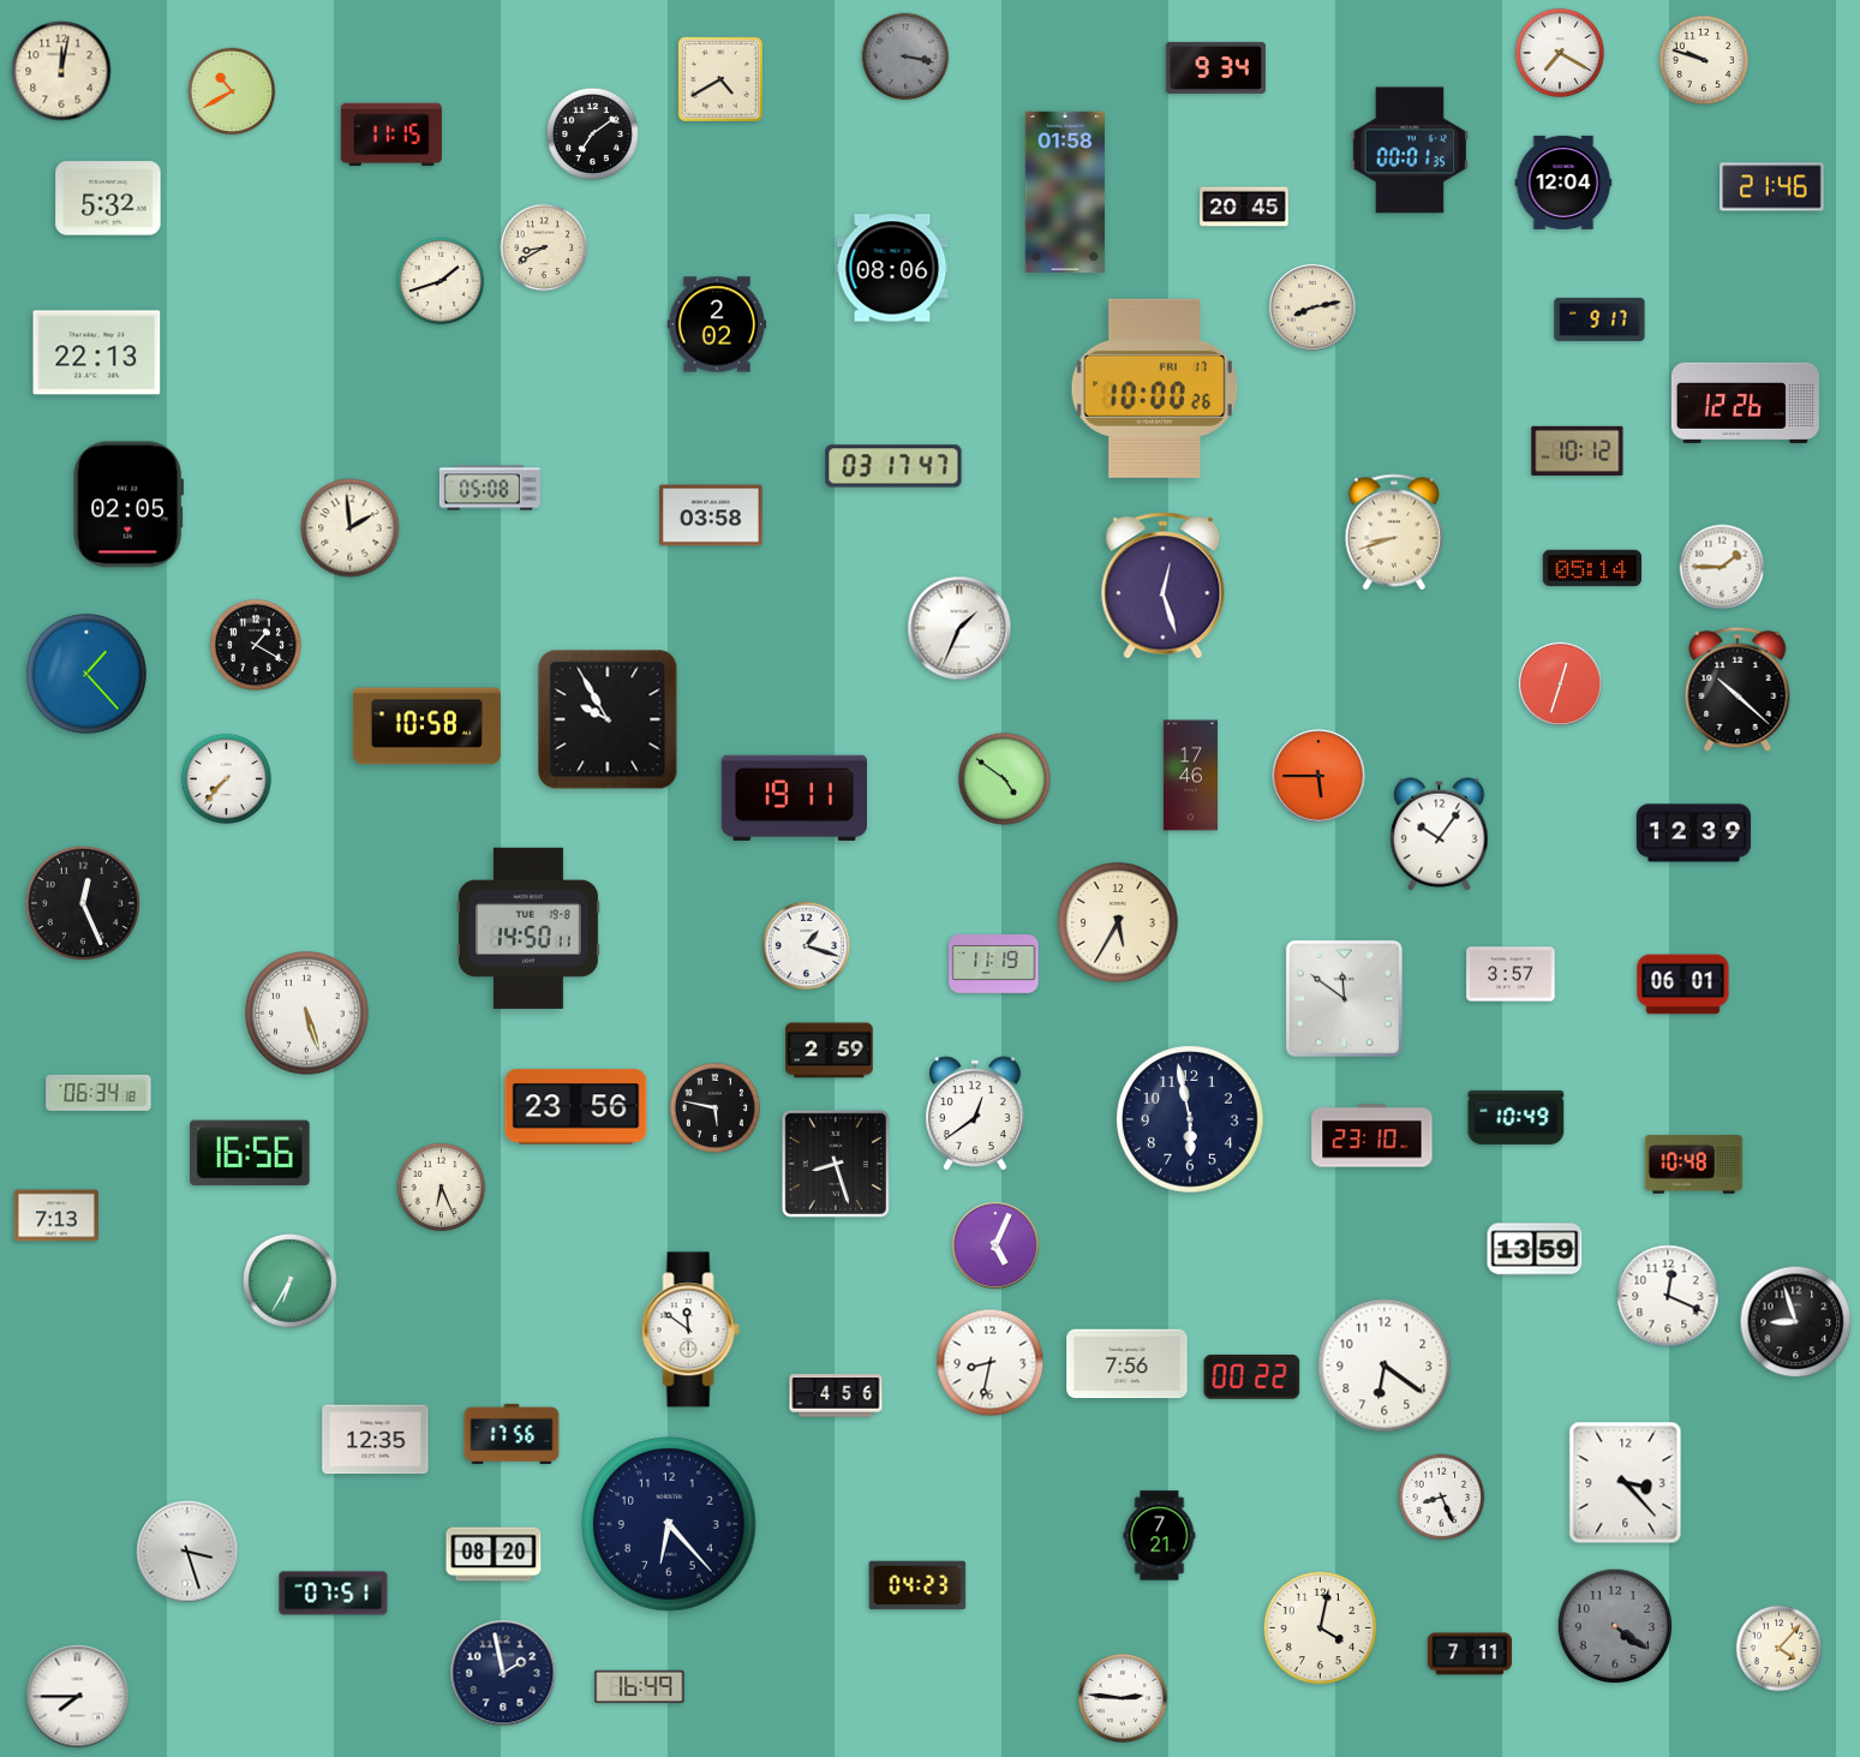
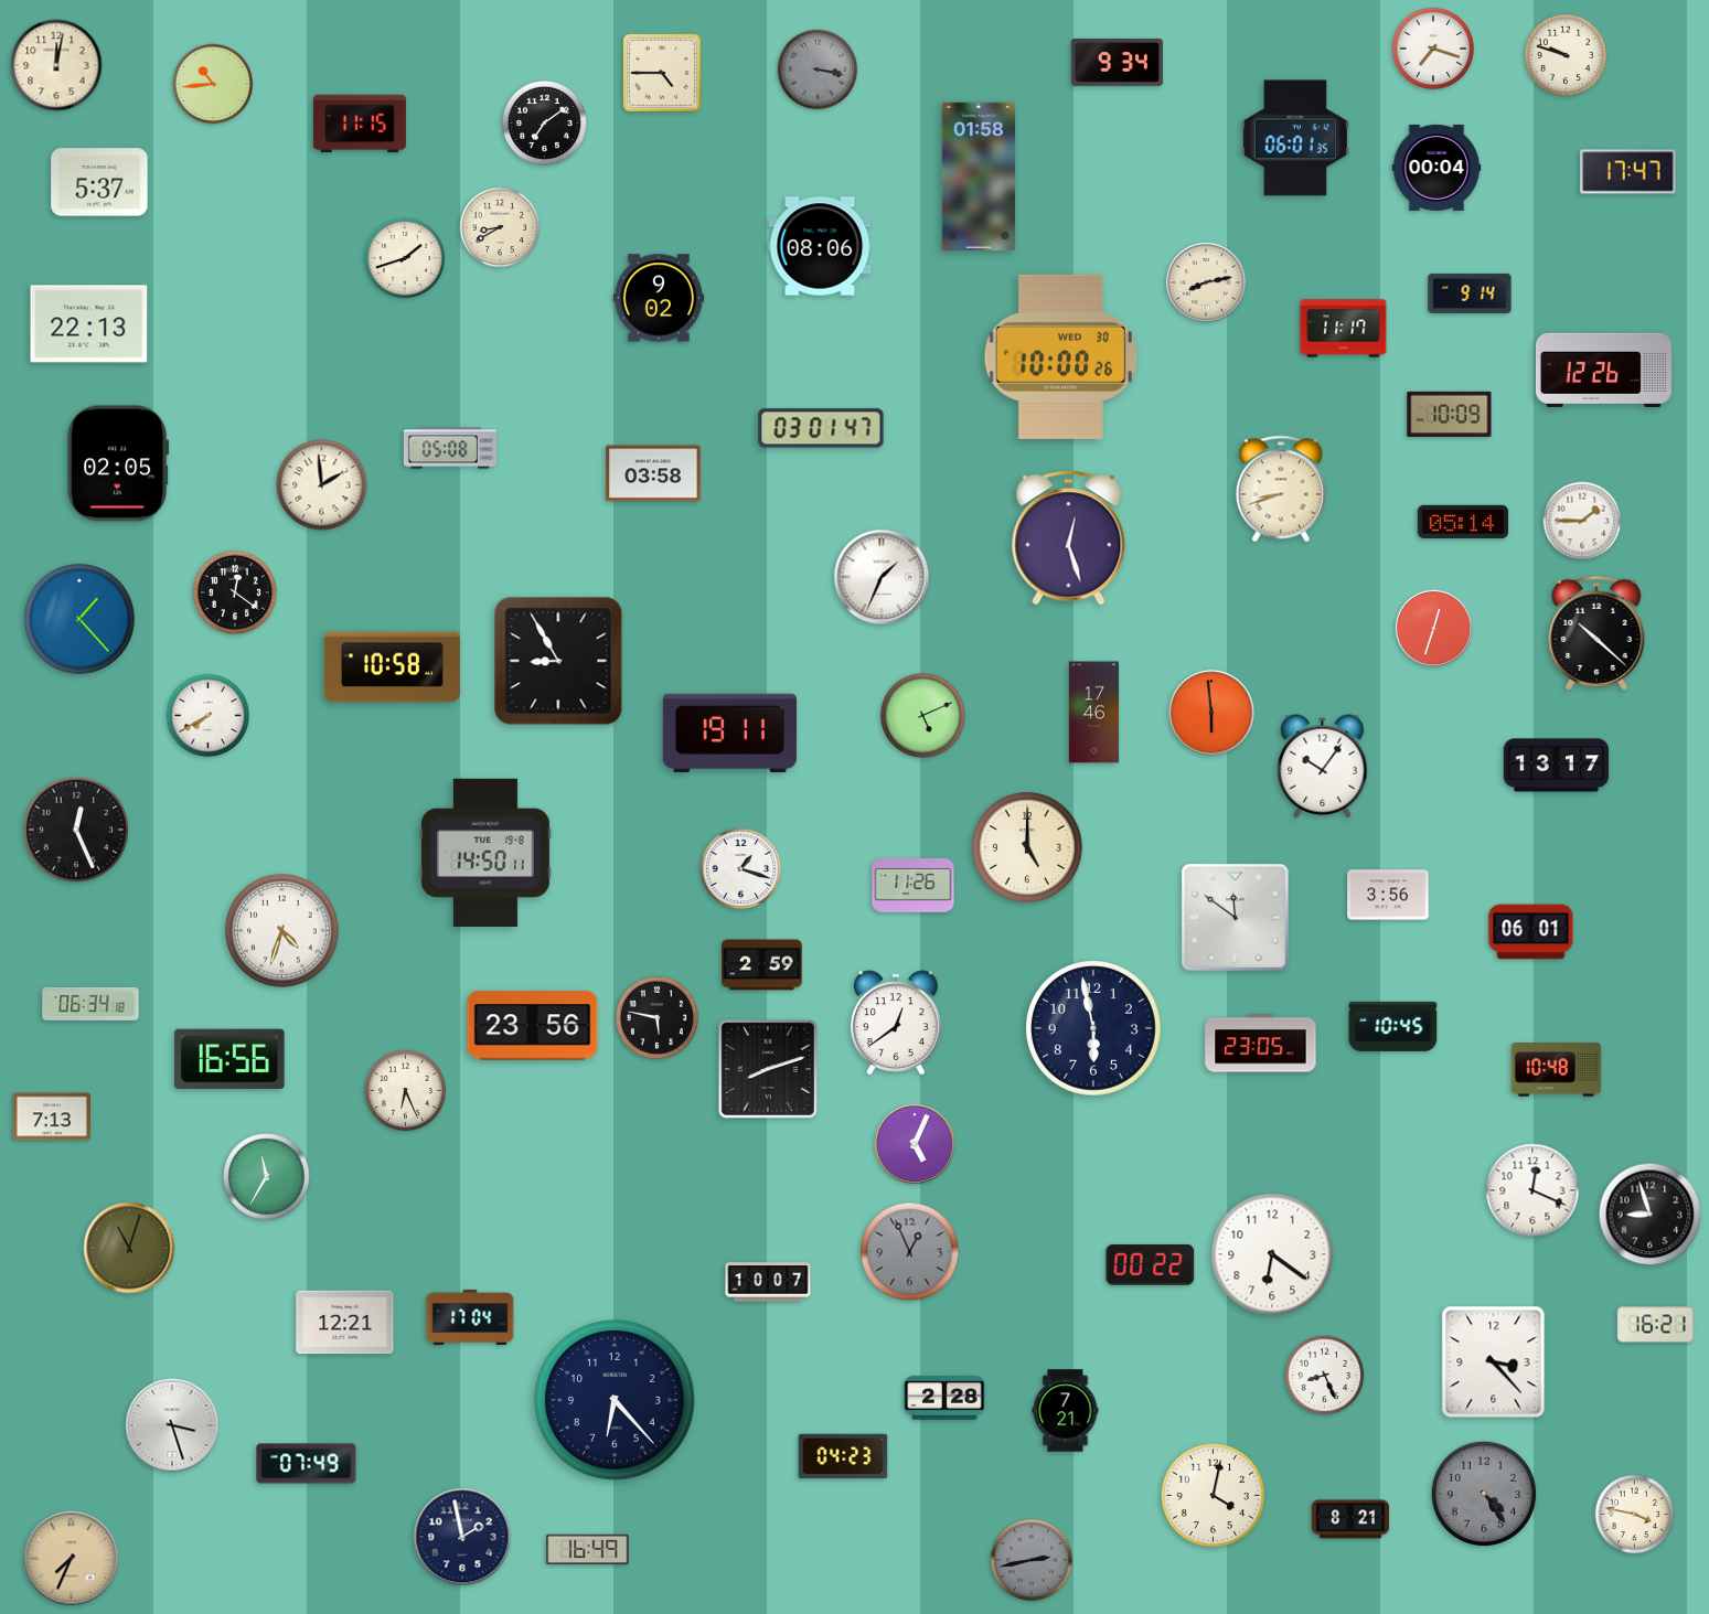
clock at (1559, 52): 7:20 -> 7:18
clock at (905, 56) position: (905, 56) -> (818, 70)
clock at (720, 79): 4:40 -> 4:45
clock at (232, 91): 10:40 -> 10:44
clock at (1409, 150): 00:01 -> 06:01
clock at (1563, 183): 12:04 -> 00:04
clock at (1772, 187): 21:46 -> 17:47
clock at (108, 198): 5:32 -> 5:37
clock at (1244, 207): 20:45 -> none
clock at (1599, 319): 9:17 -> 9:14
clock at (717, 324): 2:02 -> 9:02
clock at (1344, 329): none -> 11:17
clock at (1154, 388) date: FRI 17 -> WED 30
clock at (1578, 450): 10:12 -> 10:09
clock at (893, 466): 03:17 -> 03:01
clock at (256, 645): 1:20 -> 12:21
clock at (608, 719): 9:55 -> 8:55
clock at (1318, 776): 5:45 -> 5:59
clock at (226, 778): 7:37 -> 7:40
clock at (1004, 778): 4:51 -> 5:11
clock at (1694, 833): 12:39 -> 13:17
clock at (1119, 924): 5:35 -> 5:00
clock at (994, 964): 11:19 -> 11:26
clock at (1511, 974): 3:57 -> 3:56
clock at (1683, 985) position: (1683, 985) -> (1531, 932)
clock at (307, 1014): 5:27 -> 4:33
clock at (576, 1107) position: (576, 1107) -> (533, 1026)
clock at (1517, 1117): 10:49 -> 10:45
clock at (1372, 1136): 23:10 -> 23:05
clock at (836, 1164): 8:27 -> 8:12
clock at (1535, 1249): 13:59 -> none
clock at (291, 1281): 6:35 -> 11:35
clock at (690, 1329): 11:51 -> none
clock at (129, 1248): none -> 11:03
clock at (991, 1363): 8:32 -> 12:56
clock at (991, 1363) dial: white -> grey
clock at (1128, 1364): 7:56 -> none
clock at (836, 1396): 4:56 -> 10:07
clock at (512, 1434): 17:56 -> 17:04
clock at (376, 1440): 12:35 -> 12:21
clock at (1656, 1325): none -> 16:21
clock at (944, 1398): none -> 2:28
clock at (494, 1554): 08:20 -> none
clock at (334, 1594): 07:51 -> 07:49
clock at (1615, 1626): 4:21 -> 4:24
clock at (1780, 1649): 4:07 -> 3:47
clock at (1469, 1654): 7:11 -> 8:21
clock at (78, 1697): 7:45 -> 7:34
clock at (78, 1697) dial: white -> champagne
clock at (1122, 1697): 2:46 -> 2:43
clock at (1122, 1697) dial: white -> grey
